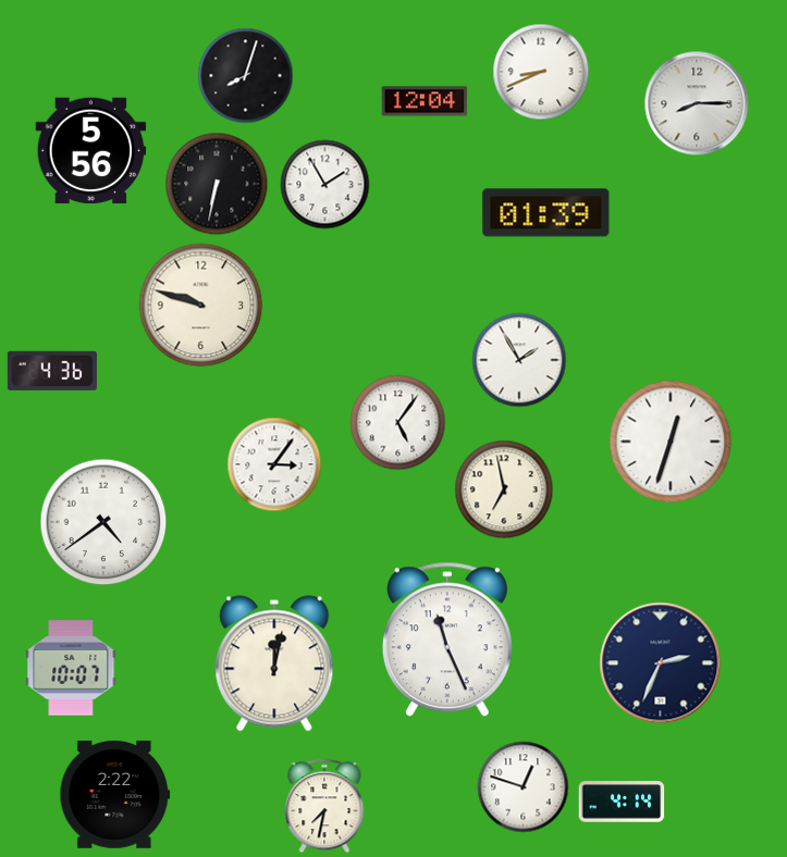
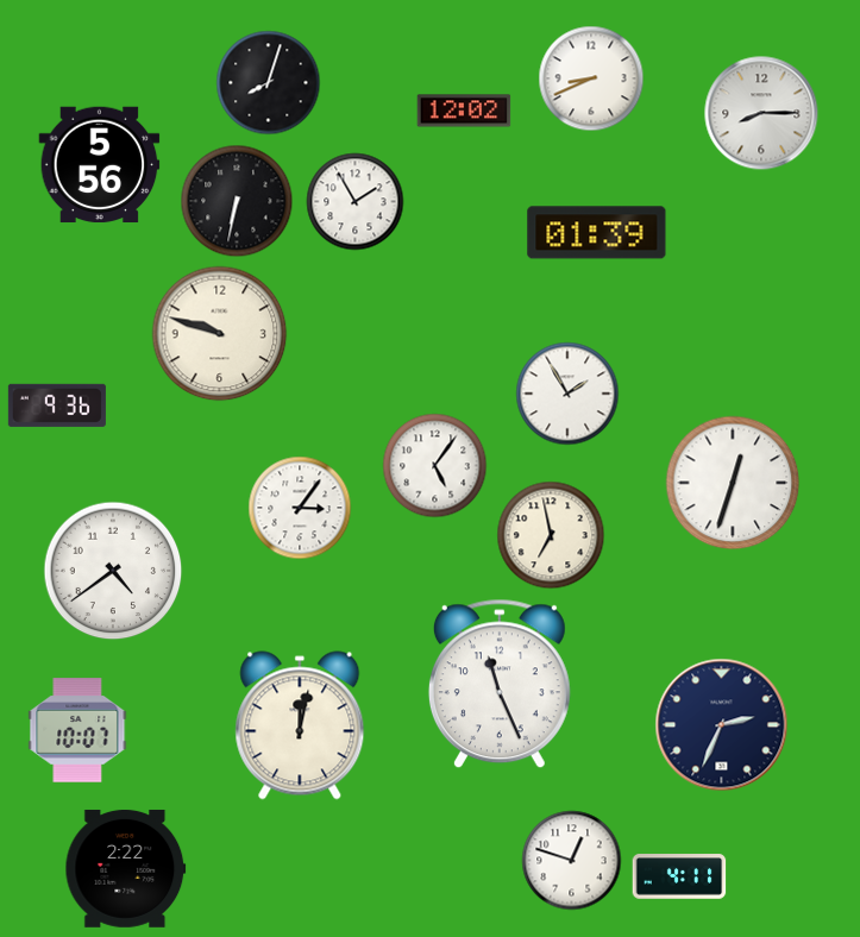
clock at (425, 101): 12:04 -> 12:02
clock at (52, 371): 4:36 -> 9:36
clock at (398, 423) position: (398, 423) -> (435, 466)
clock at (447, 639) position: (447, 639) -> (500, 684)
clock at (622, 802): 4:14 -> 4:11
clock at (324, 806): 7:32 -> none
